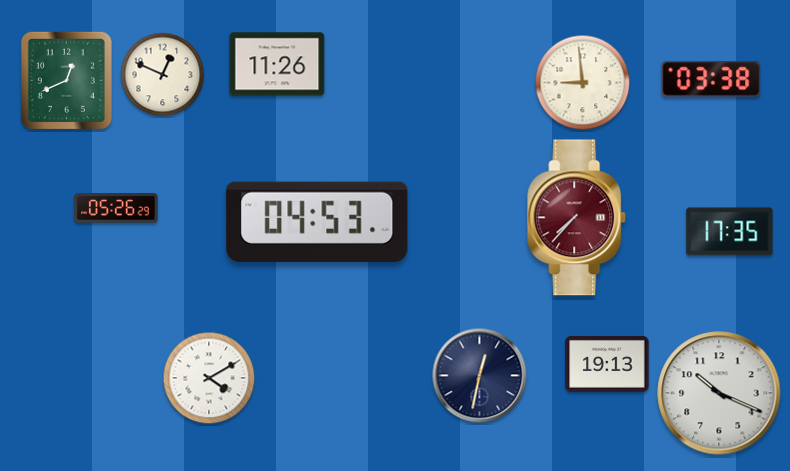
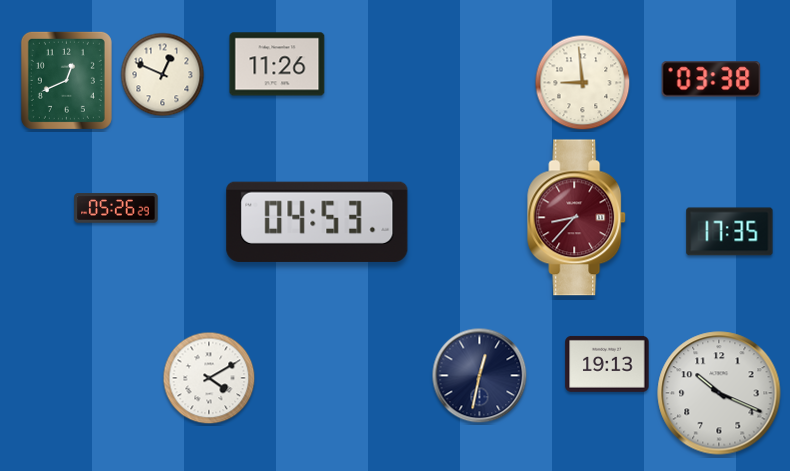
clock at (577, 218): 7:37 -> 8:37
